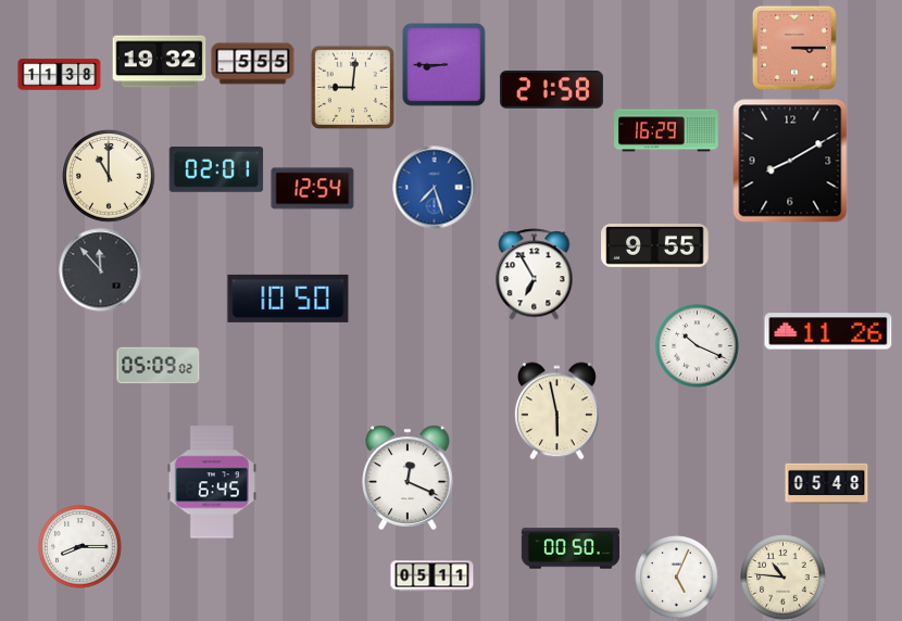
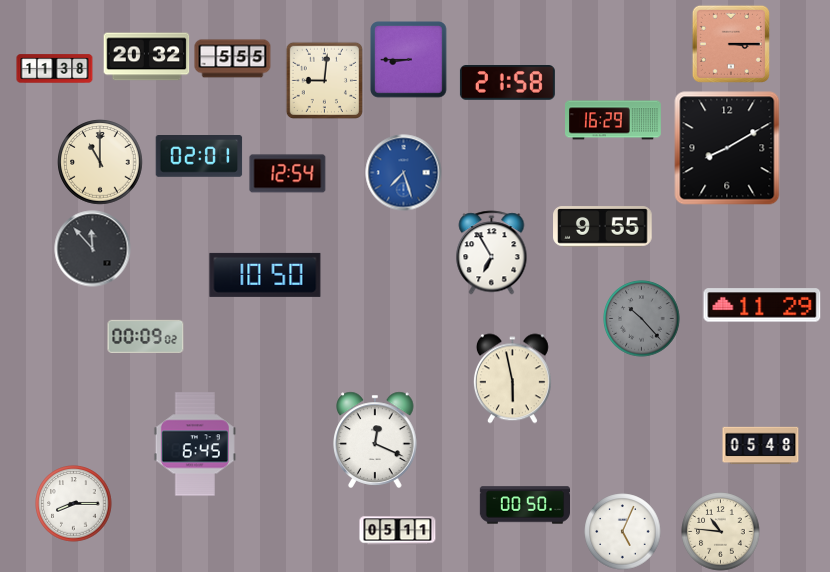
clock at (160, 62): 19:32 -> 20:32
clock at (435, 188) position: (435, 188) -> (404, 173)
clock at (828, 331): 11:26 -> 11:29
clock at (698, 346): 10:19 -> 10:23
clock at (698, 346) dial: white -> grey
clock at (159, 365): 05:09 -> 00:09
